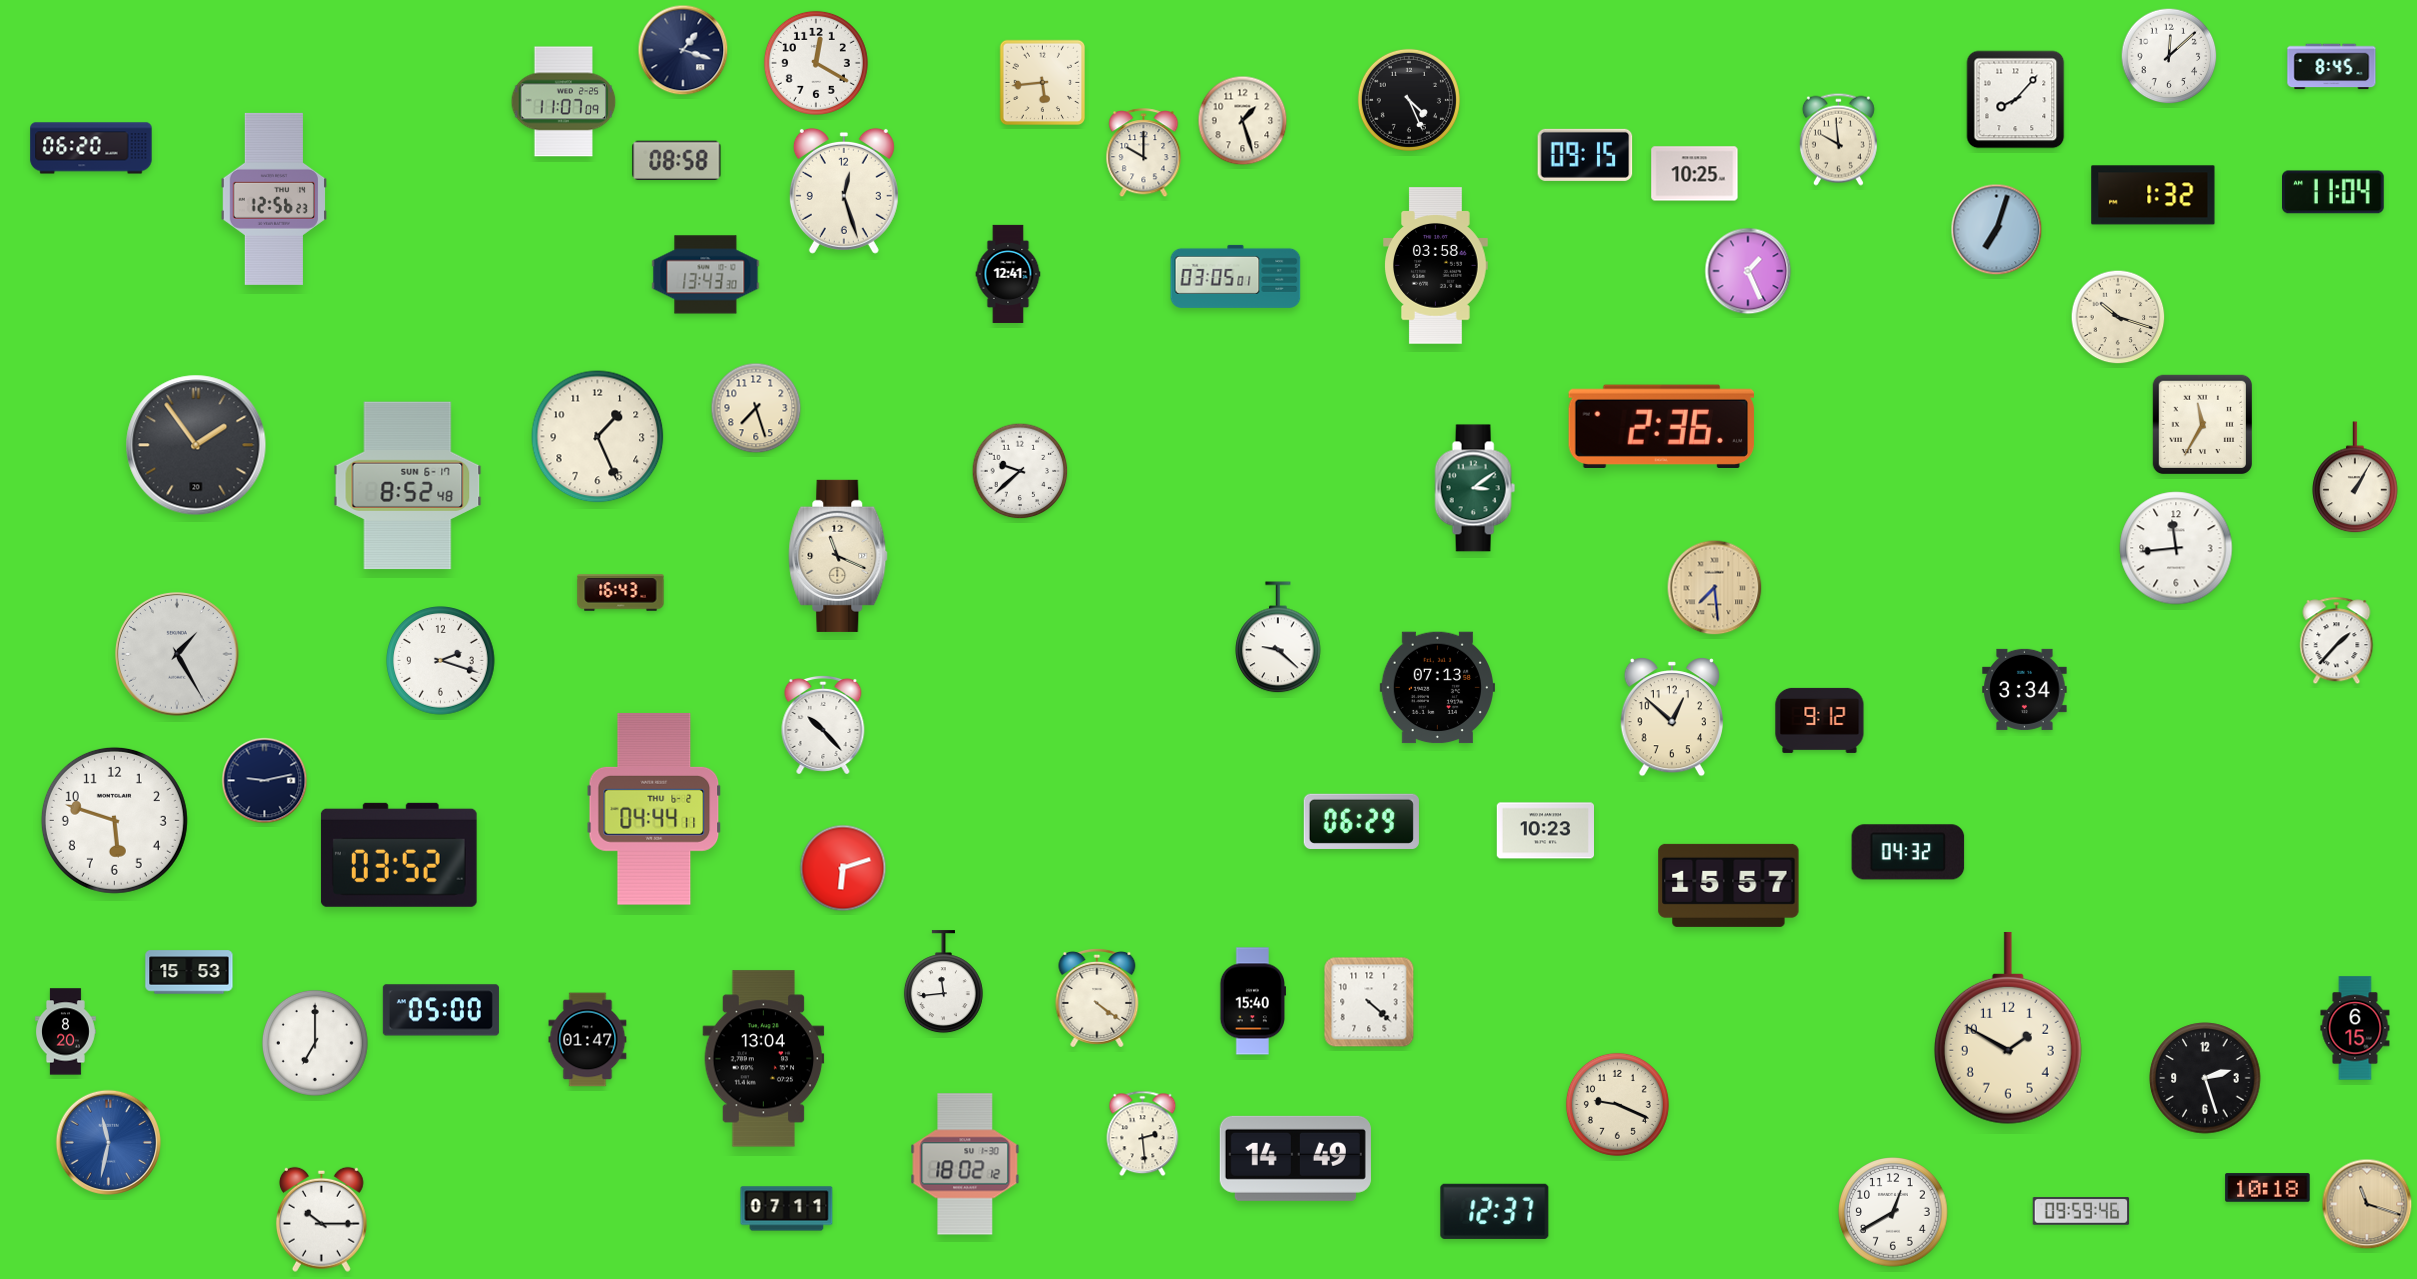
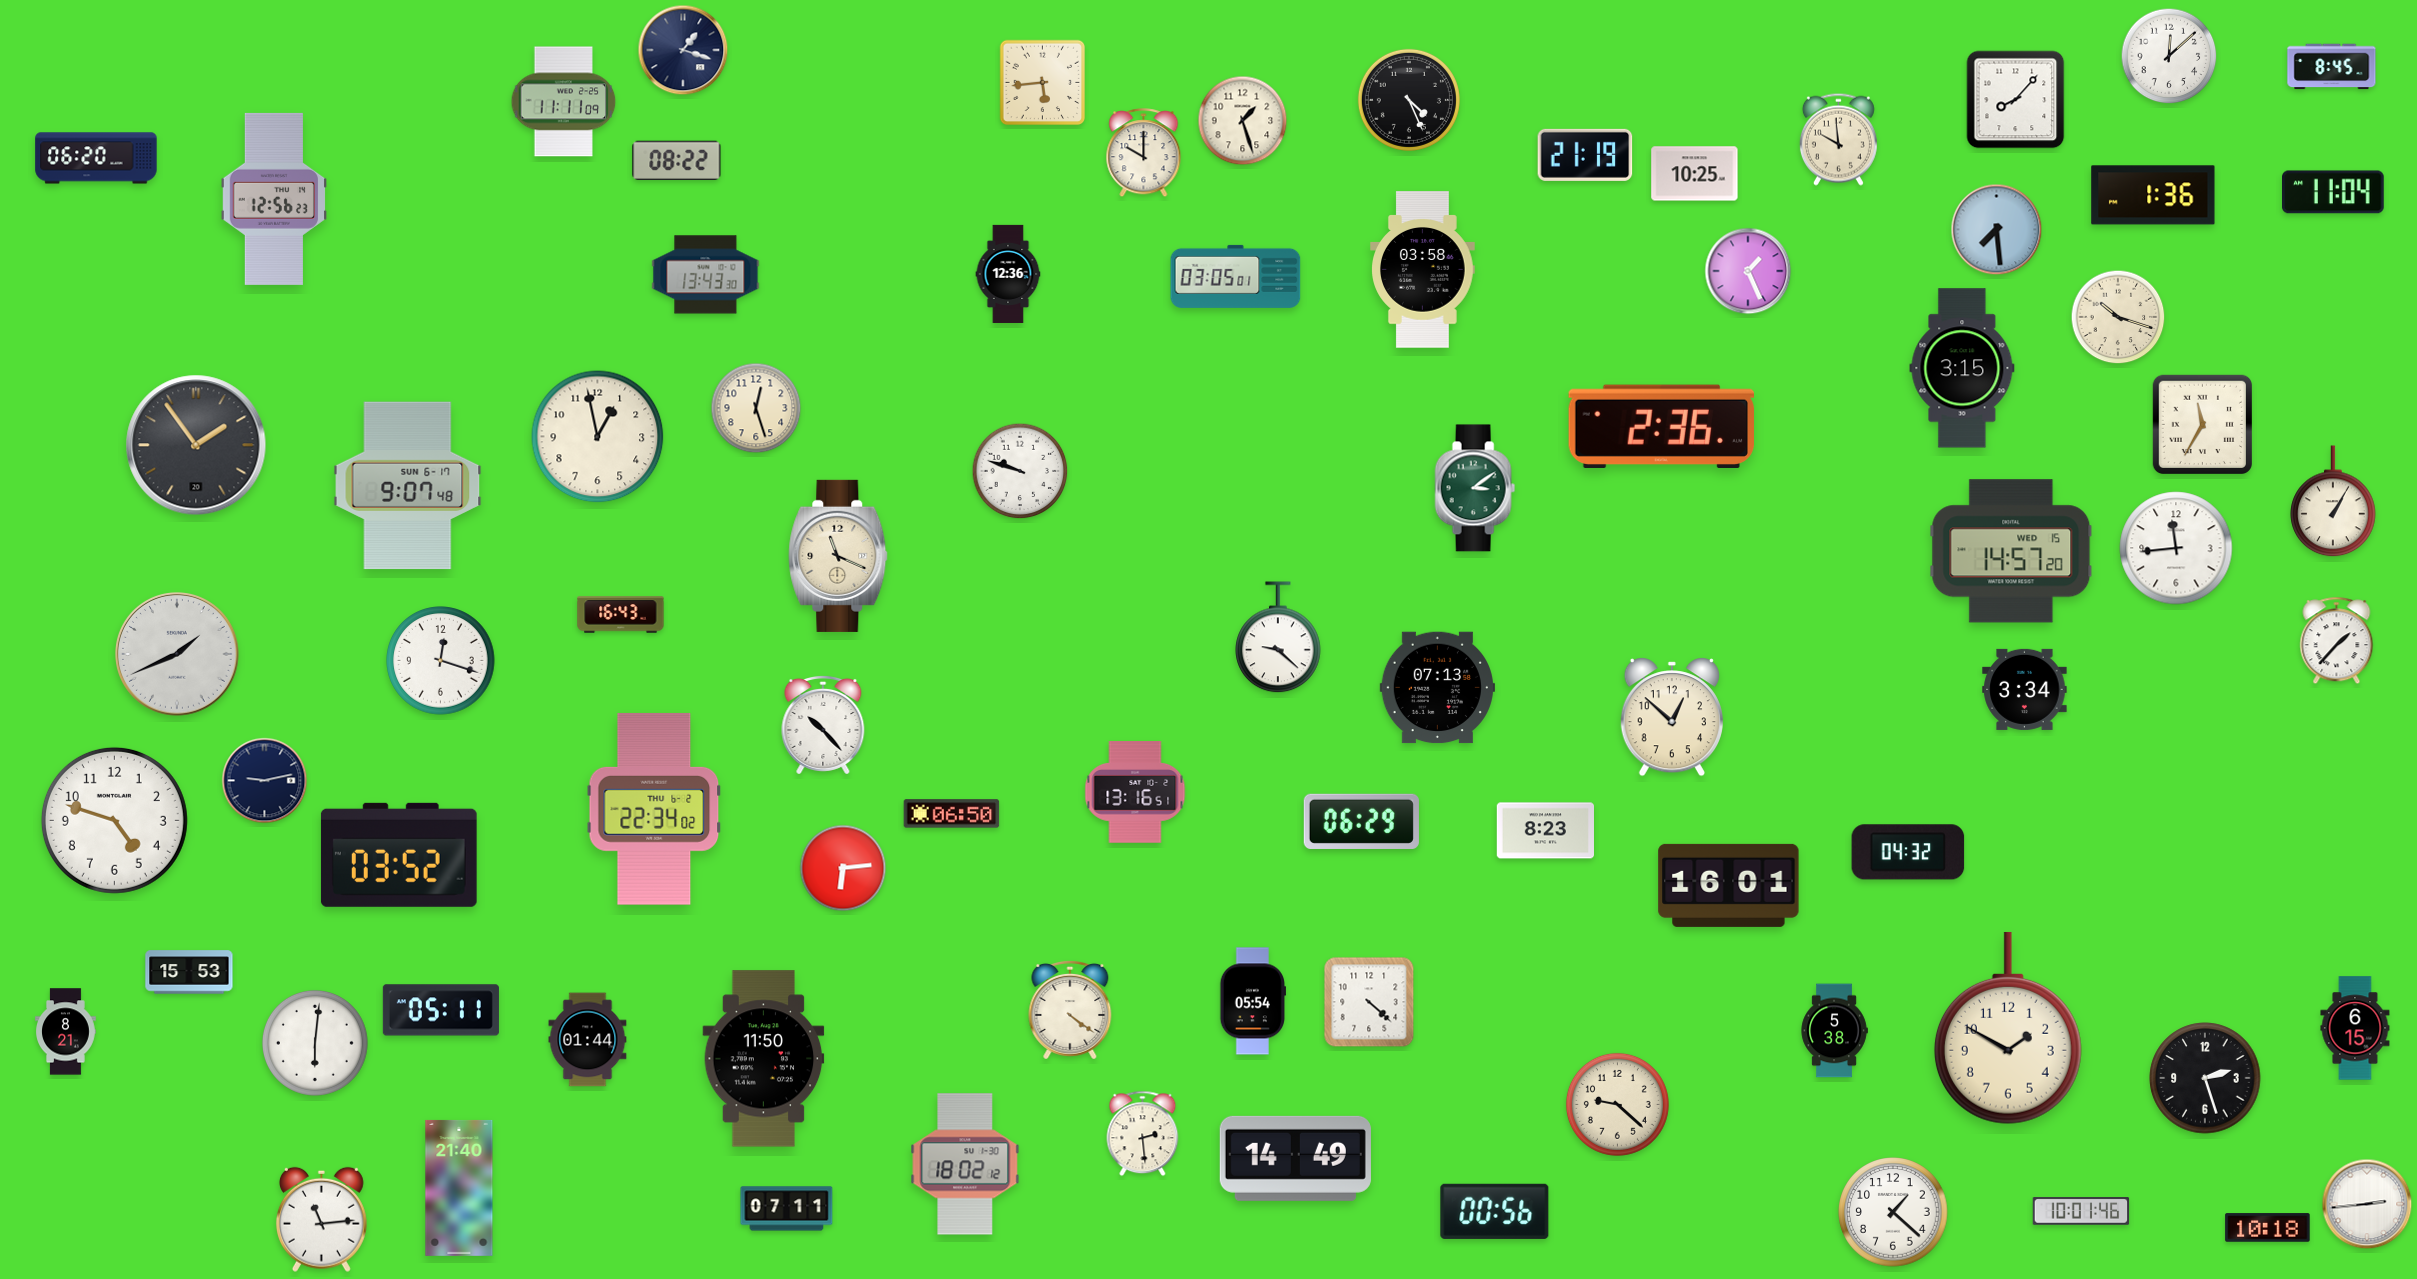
clock at (816, 63): 12:20 -> none
clock at (564, 102): 11:07 -> 11:11
clock at (91, 148) position: (91, 148) -> (96, 158)
clock at (1585, 155): 09:15 -> 21:19
clock at (677, 160): 08:58 -> 08:22
clock at (844, 191): 12:27 -> none
clock at (2153, 195): 1:32 -> 1:36
clock at (1997, 230): 7:03 -> 7:29
clock at (1436, 266) position: (1436, 266) -> (1423, 270)
clock at (1008, 274): 12:41 -> 12:36
clock at (1962, 368): none -> 3:15
clock at (756, 408): 7:27 -> 12:27
clock at (598, 437): 1:26 -> 12:58
clock at (1020, 471): 9:38 -> 9:48
clock at (2355, 478) position: (2355, 478) -> (2333, 502)
clock at (408, 486): 8:52 -> 9:07
clock at (2011, 551): none -> 14:57
clock at (1715, 588): 7:29 -> none
clock at (621, 593) position: (621, 593) -> (621, 615)
clock at (178, 655): 1:25 -> 1:41
clock at (441, 661): 2:18 -> 12:18
clock at (1820, 720): 9:12 -> none
clock at (1135, 792): none -> 13:16
clock at (654, 809): 04:44 -> 22:34
clock at (952, 814): none -> 06:50
clock at (114, 820): 5:48 -> 4:48
clock at (1545, 831): 10:23 -> 8:23
clock at (843, 868): 6:12 -> 6:14
clock at (1729, 885): 15:57 -> 16:01
clock at (943, 982): 11:44 -> none
clock at (1097, 998) position: (1097, 998) -> (1070, 1010)
clock at (1252, 1001): 15:40 -> 05:54
clock at (441, 1010): 05:00 -> 05:11
clock at (1834, 1031): none -> 5:38
clock at (66, 1032): 8:20 -> 8:21
clock at (588, 1040): 01:47 -> 01:44
clock at (315, 1043): 7:00 -> 6:01
clock at (764, 1059): 13:04 -> 11:50
clock at (1617, 1104): 9:19 -> 9:22
clock at (108, 1142): 11:32 -> none
clock at (459, 1188): none -> 21:40
clock at (2268, 1188) position: (2268, 1188) -> (2268, 1228)
clock at (2367, 1204): 11:18 -> 2:44
clock at (2367, 1204) dial: champagne -> white
clock at (1495, 1211): 12:37 -> 00:56
clock at (2081, 1211): 09:59 -> 10:01
clock at (1893, 1212): 12:40 -> 1:22
clock at (321, 1219): 10:15 -> 11:14
